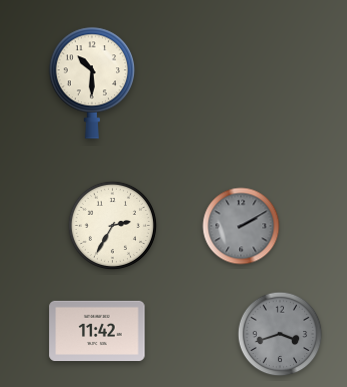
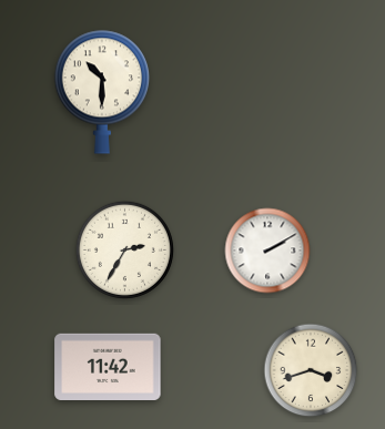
clock at (241, 226) dial: grey -> white
clock at (280, 334) dial: grey -> cream
